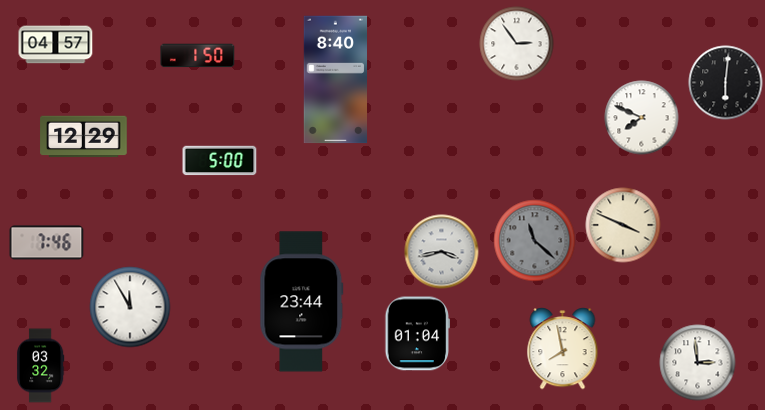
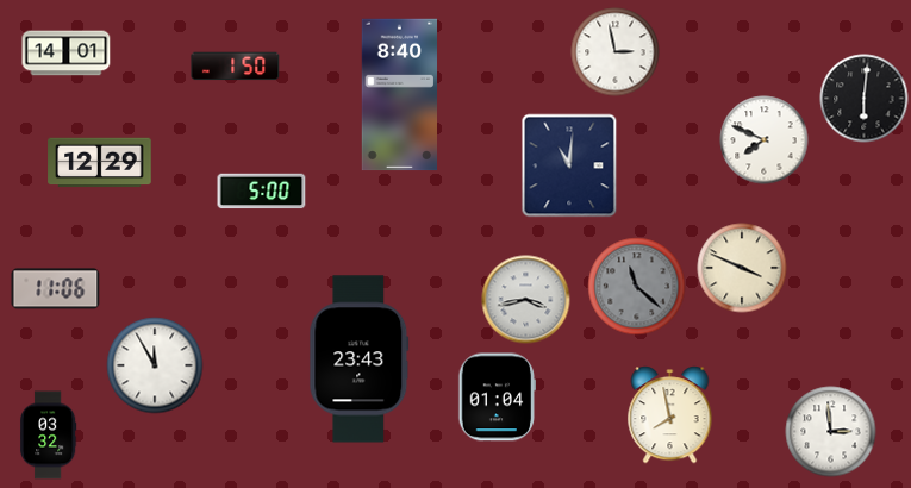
clock at (517, 44): 2:54 -> 2:58
clock at (56, 45): 04:57 -> 14:01
clock at (569, 165): none -> 11:01
clock at (47, 243): 7:46 -> 11:06
clock at (302, 302): 23:44 -> 23:43
